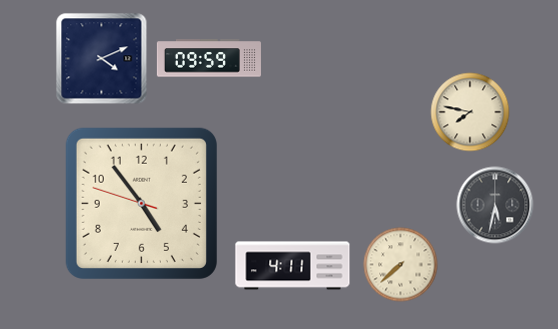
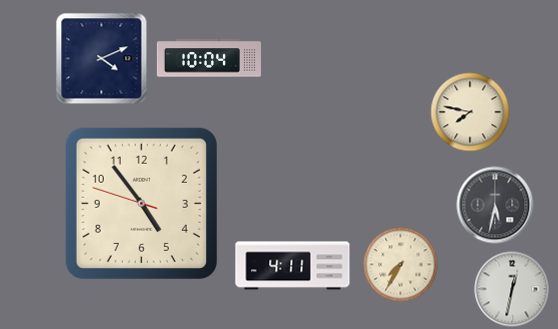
clock at (209, 58): 09:59 -> 10:04
clock at (401, 265): 7:38 -> 7:35
clock at (512, 289): none -> 12:32
